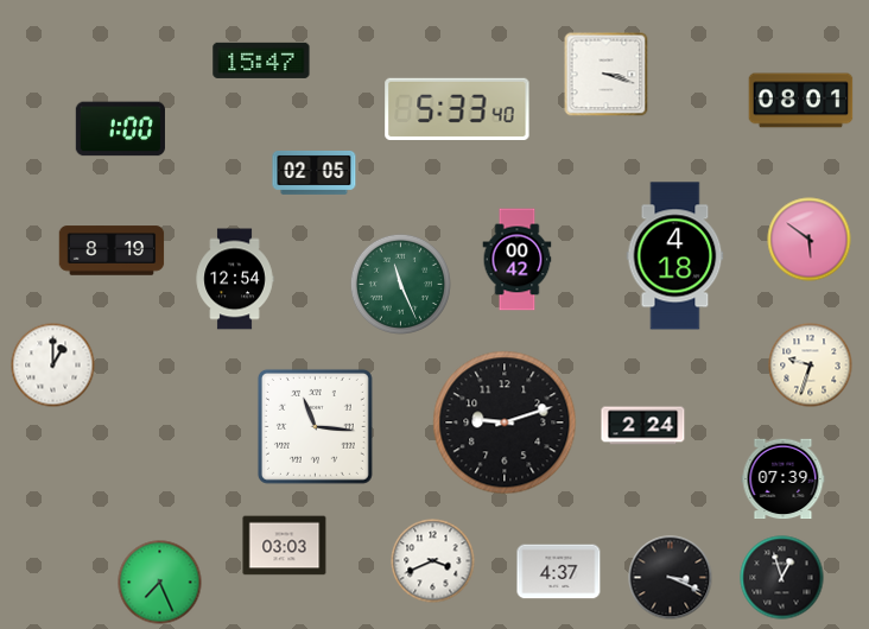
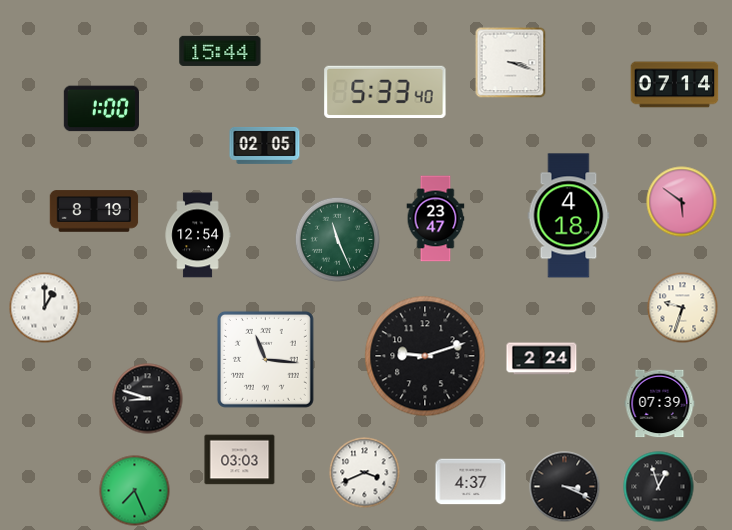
clock at (261, 61): 15:47 -> 15:44
clock at (801, 101): 08:01 -> 07:14
clock at (518, 260): 00:42 -> 23:47
clock at (148, 399): none -> 8:48
